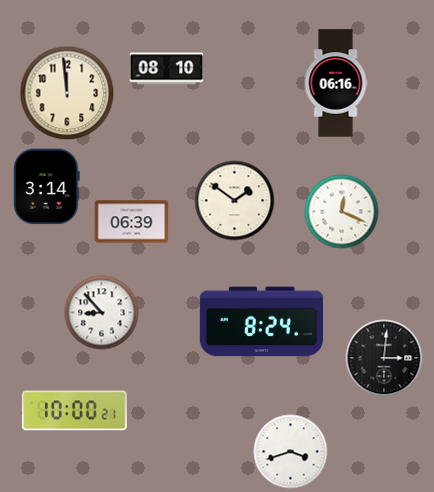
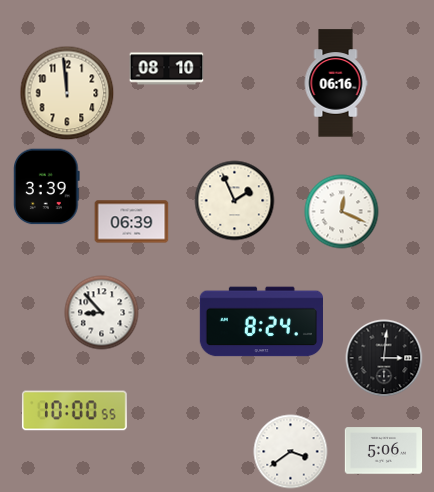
clock at (47, 187): 3:14 -> 3:39
clock at (235, 201): 1:51 -> 1:56
clock at (74, 411): 10:00:21 -> 10:00:55
clock at (384, 451): none -> 5:06
clock at (291, 452): 3:42 -> 3:39
